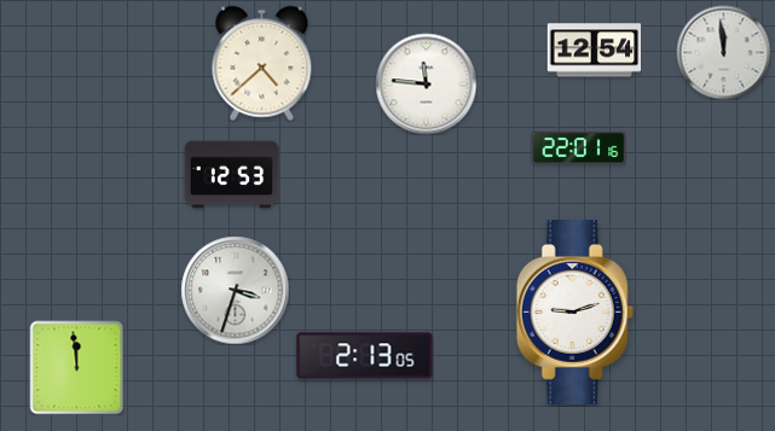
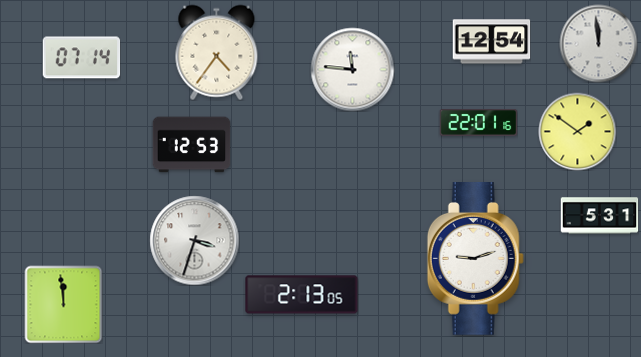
clock at (262, 63): 4:38 -> 4:36
clock at (81, 58): none -> 07:14
clock at (577, 131): none -> 1:51
clock at (599, 216): none -> 5:31
